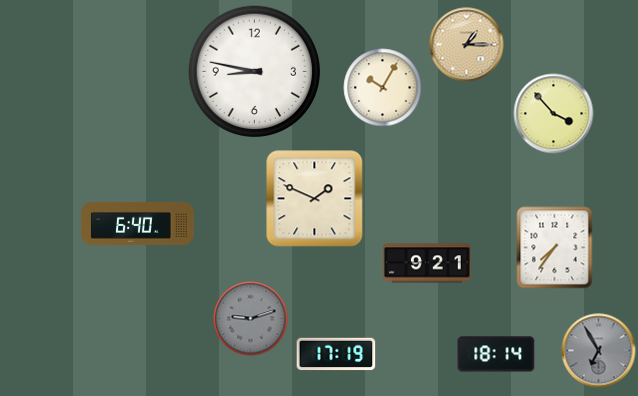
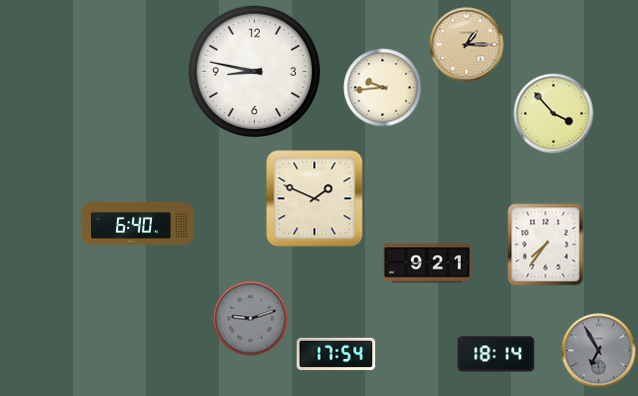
clock at (383, 88): 10:05 -> 9:44
clock at (555, 248) position: (555, 248) -> (546, 245)
clock at (336, 354): 17:19 -> 17:54
